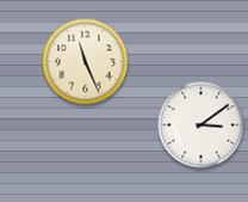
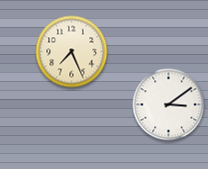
clock at (86, 62): 11:26 -> 7:26
